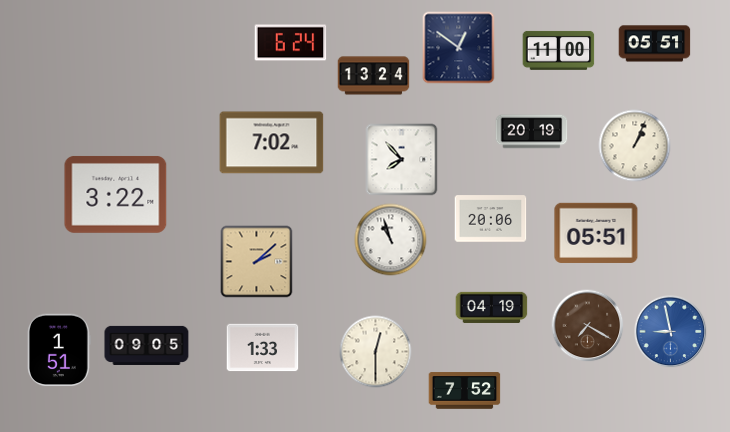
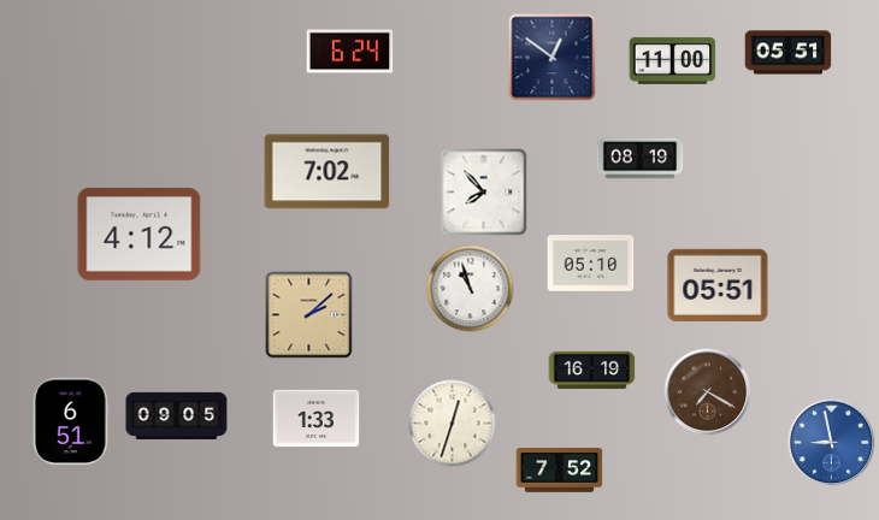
clock at (374, 76): 13:24 -> none
clock at (532, 132): 20:19 -> 08:19
clock at (635, 146): 1:04 -> none
clock at (116, 194): 3:22 -> 4:12
clock at (491, 219): 20:06 -> 05:10
clock at (596, 233) position: (596, 233) -> (718, 285)
clock at (492, 307): 04:19 -> 16:19
clock at (671, 332) position: (671, 332) -> (832, 443)
clock at (59, 350): 1:51 -> 6:51
clock at (376, 352): 12:30 -> 12:33
